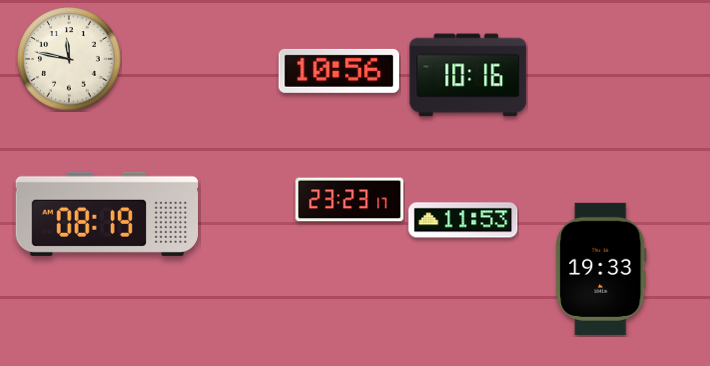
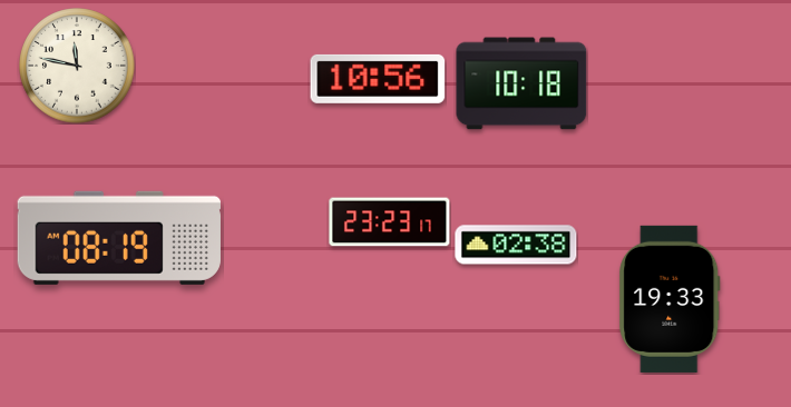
clock at (468, 75): 10:16 -> 10:18
clock at (463, 220): 11:53 -> 02:38
